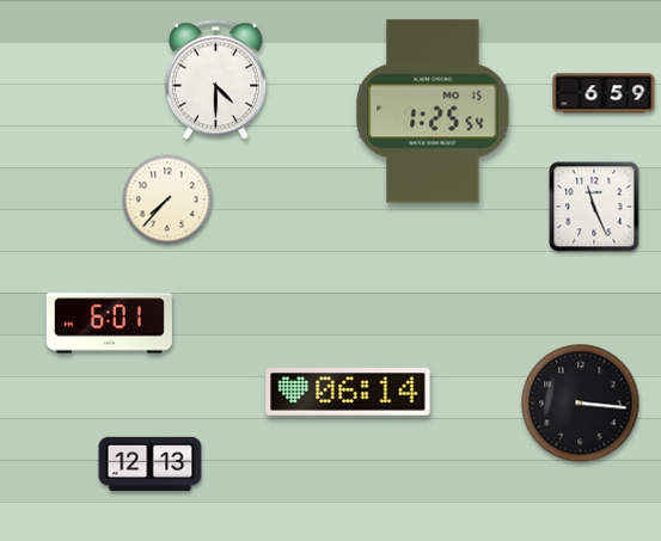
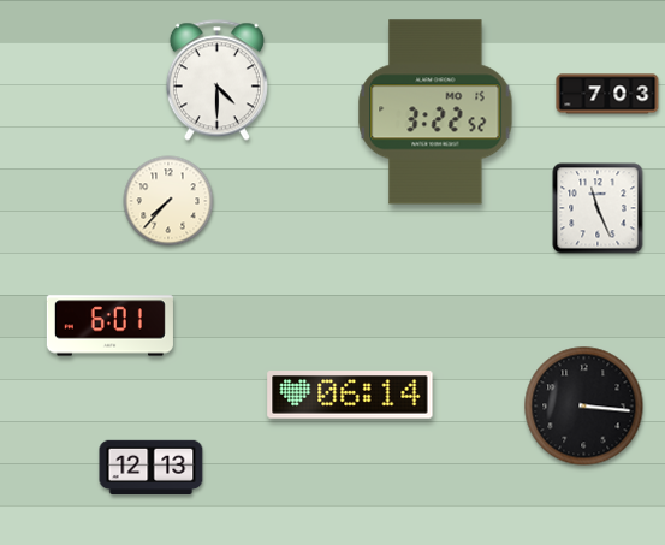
clock at (604, 93): 6:59 -> 7:03
clock at (433, 111): 1:25 -> 3:22
